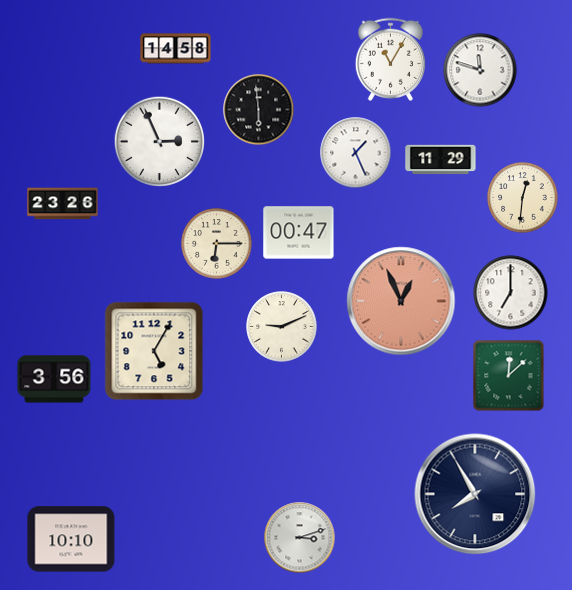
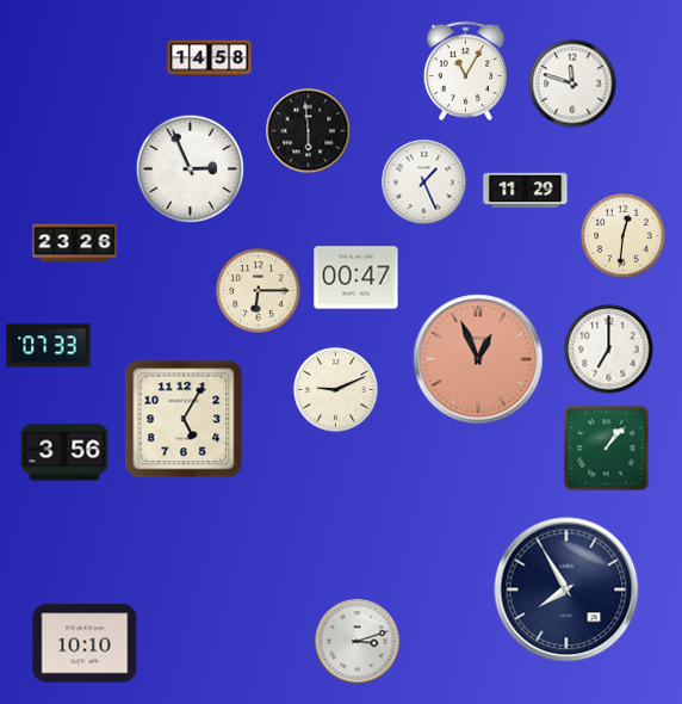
clock at (49, 346): none -> 07:33
clock at (509, 376): 12:08 -> 1:07
